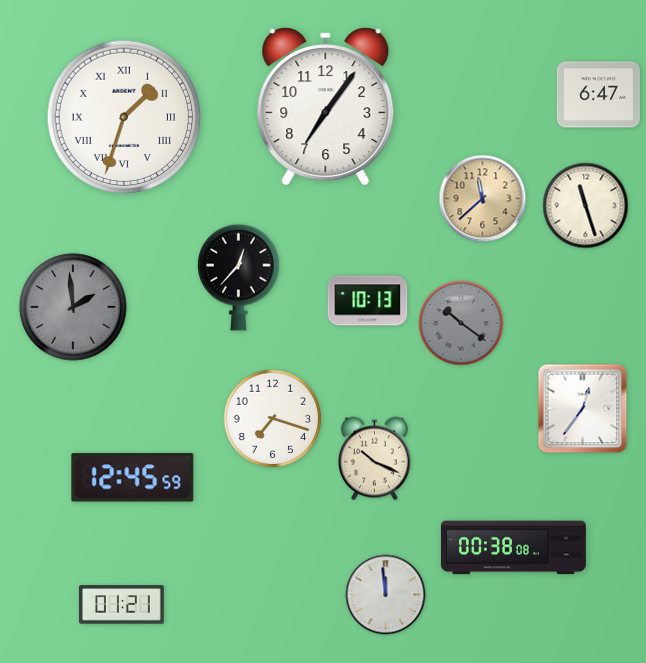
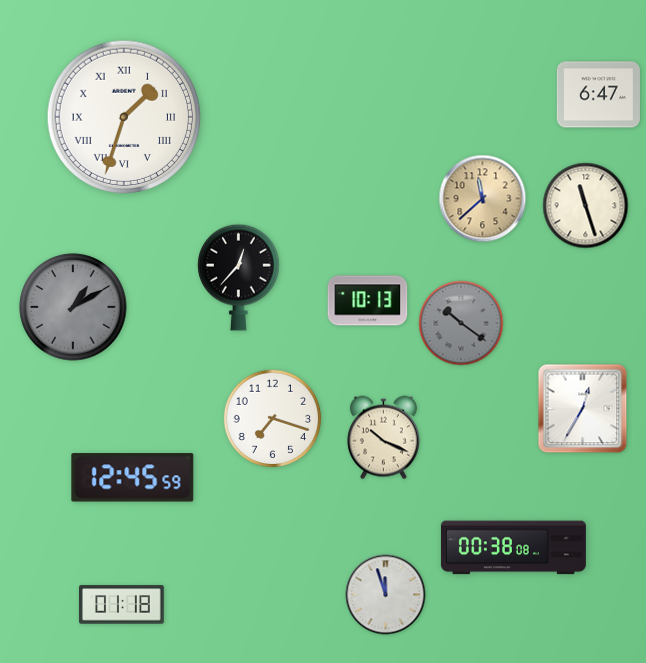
clock at (326, 107): 7:06 -> none
clock at (73, 307): 1:59 -> 1:10
clock at (583, 409): 12:36 -> 12:35
clock at (374, 459) position: (374, 459) -> (383, 438)
clock at (386, 595): 11:59 -> 11:57
clock at (122, 605): 01:21 -> 01:18
